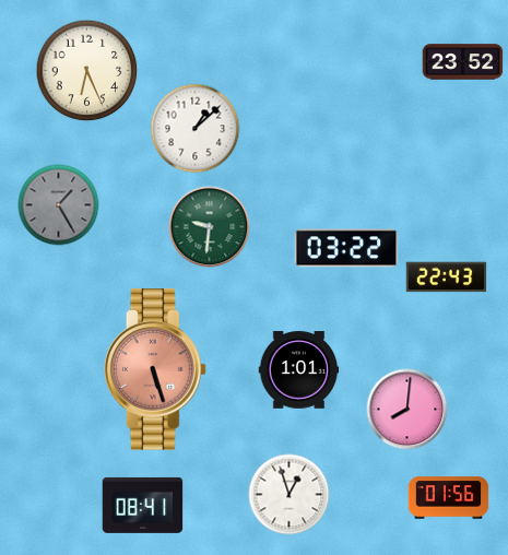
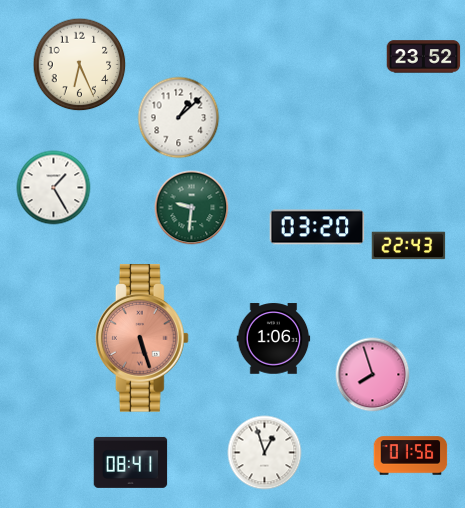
clock at (59, 205) dial: grey -> white
clock at (346, 248): 03:22 -> 03:20
clock at (447, 277) position: (447, 277) -> (409, 246)
clock at (299, 370): 1:01 -> 1:06
clock at (407, 410): 8:01 -> 7:57
